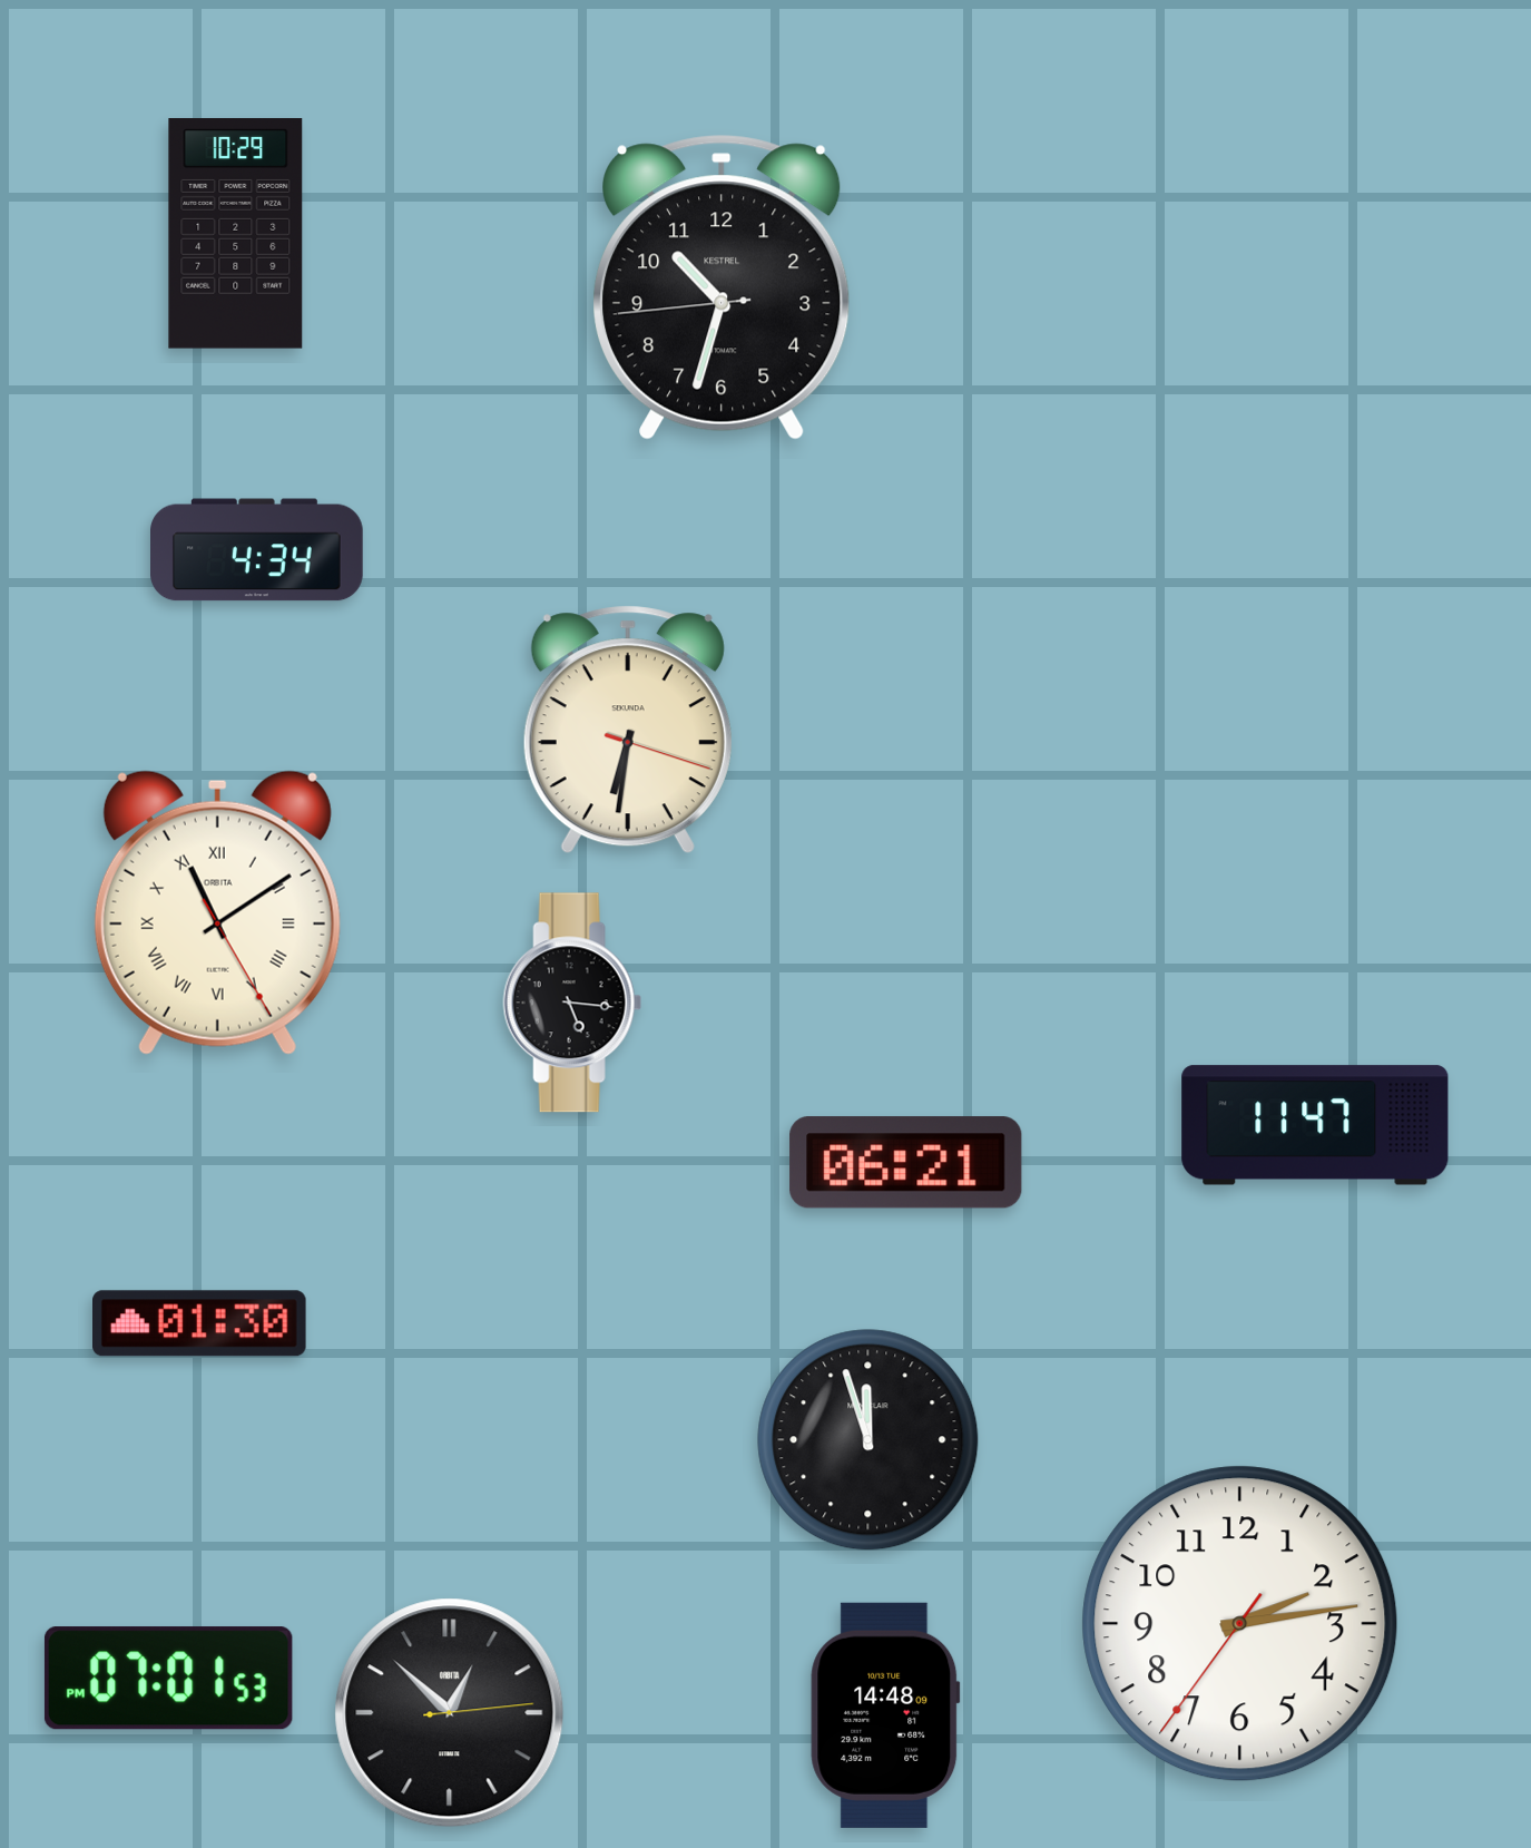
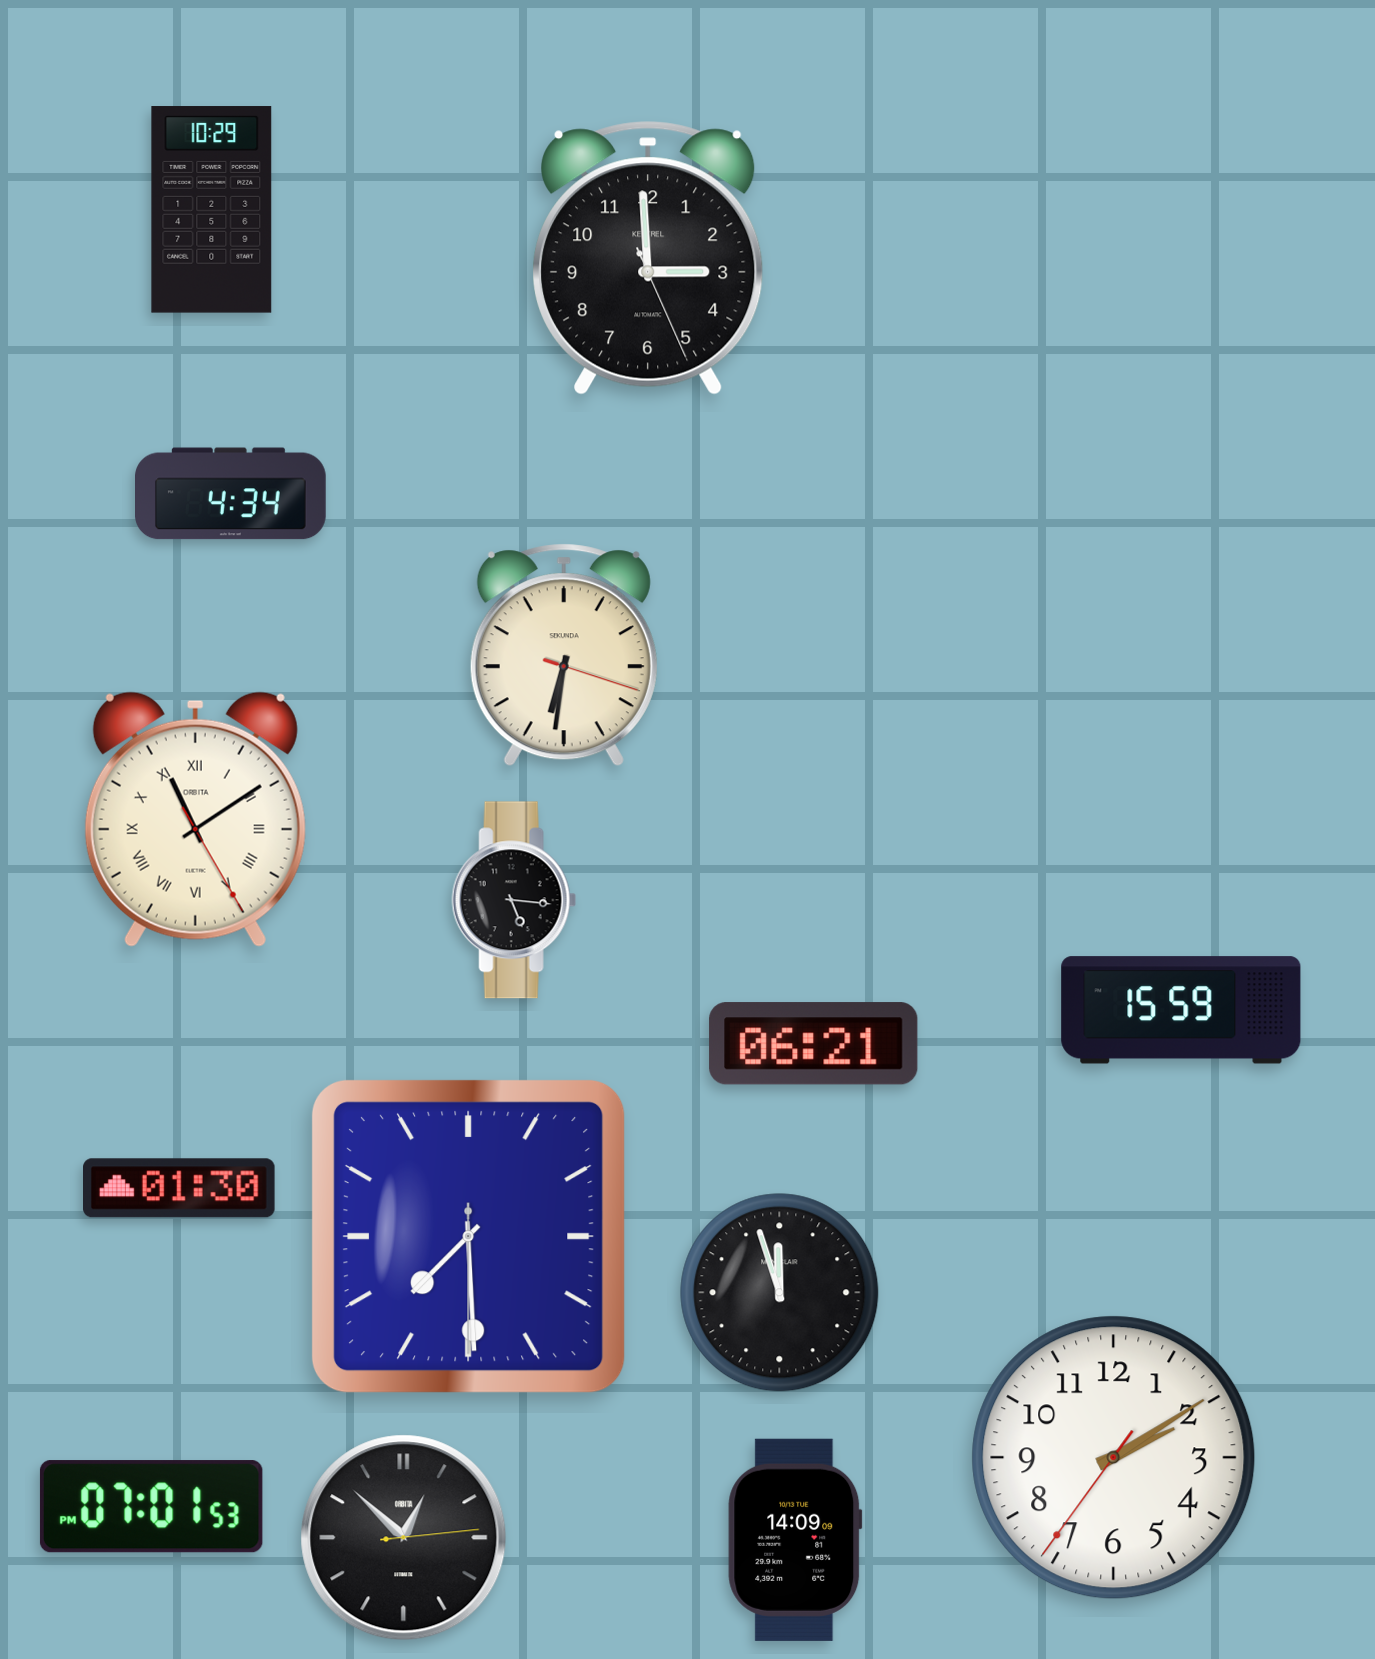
clock at (722, 287): 10:32 -> 2:59
clock at (1315, 1125): 11:47 -> 15:59
clock at (468, 1236): none -> 7:29
clock at (1240, 1624): 2:13 -> 2:09
clock at (885, 1715): 14:48 -> 14:09
